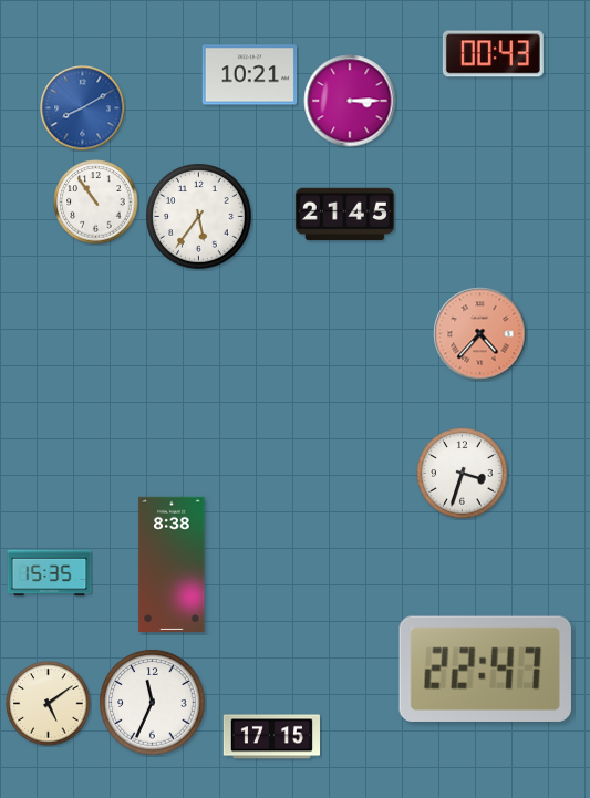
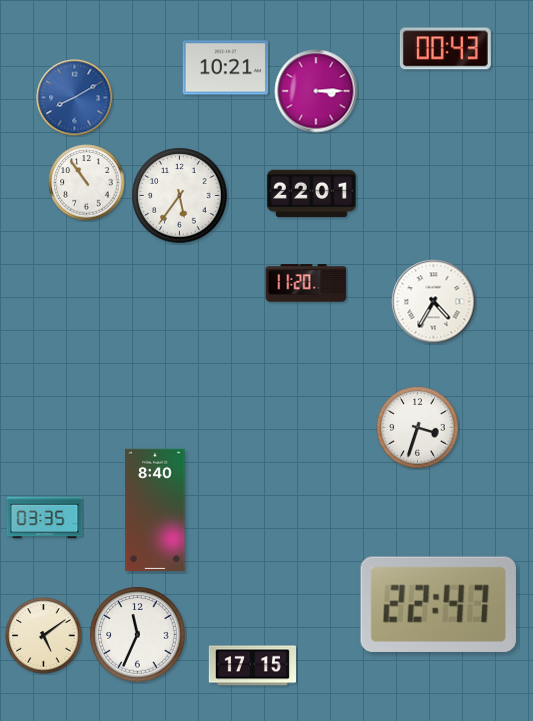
clock at (344, 215): 21:45 -> 22:01
clock at (306, 283): none -> 11:20
clock at (480, 334): 4:37 -> 4:35
clock at (480, 334) dial: salmon -> white
clock at (172, 563): 8:38 -> 8:40
clock at (50, 573): 15:35 -> 03:35
clock at (271, 737) position: (271, 737) -> (252, 666)
